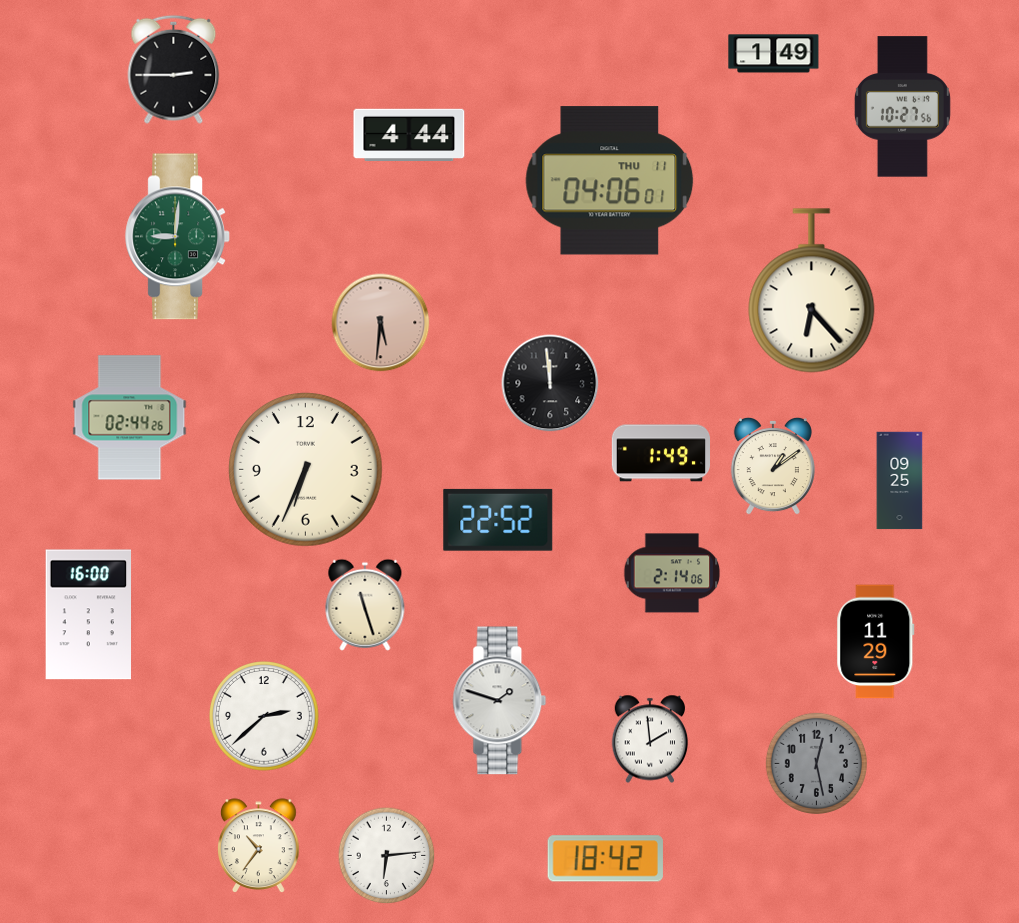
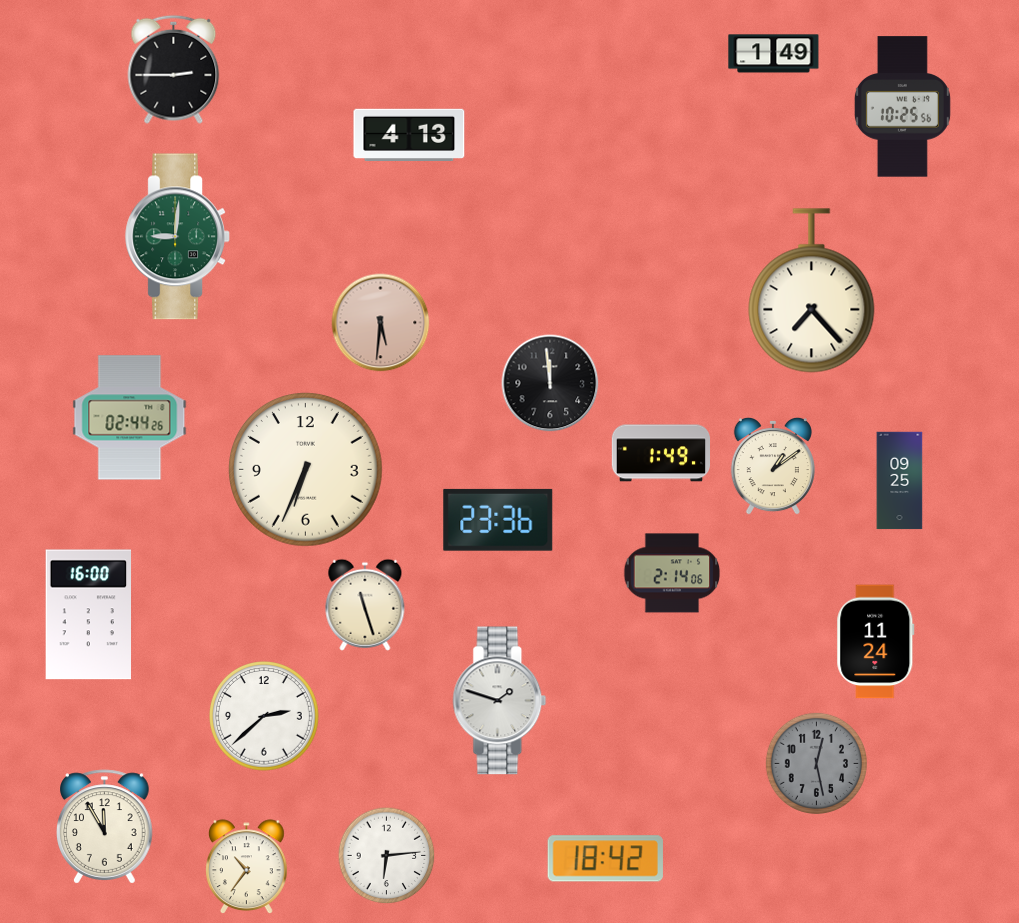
clock at (902, 107): 10:27 -> 10:25
clock at (409, 134): 4:44 -> 4:13
clock at (610, 181): 04:06 -> none
clock at (812, 291): 6:23 -> 7:23
clock at (498, 520): 22:52 -> 23:36
clock at (876, 642): 11:29 -> 11:24
clock at (650, 739): 1:59 -> none
clock at (105, 827): none -> 11:55
clock at (259, 846) position: (259, 846) -> (247, 867)
